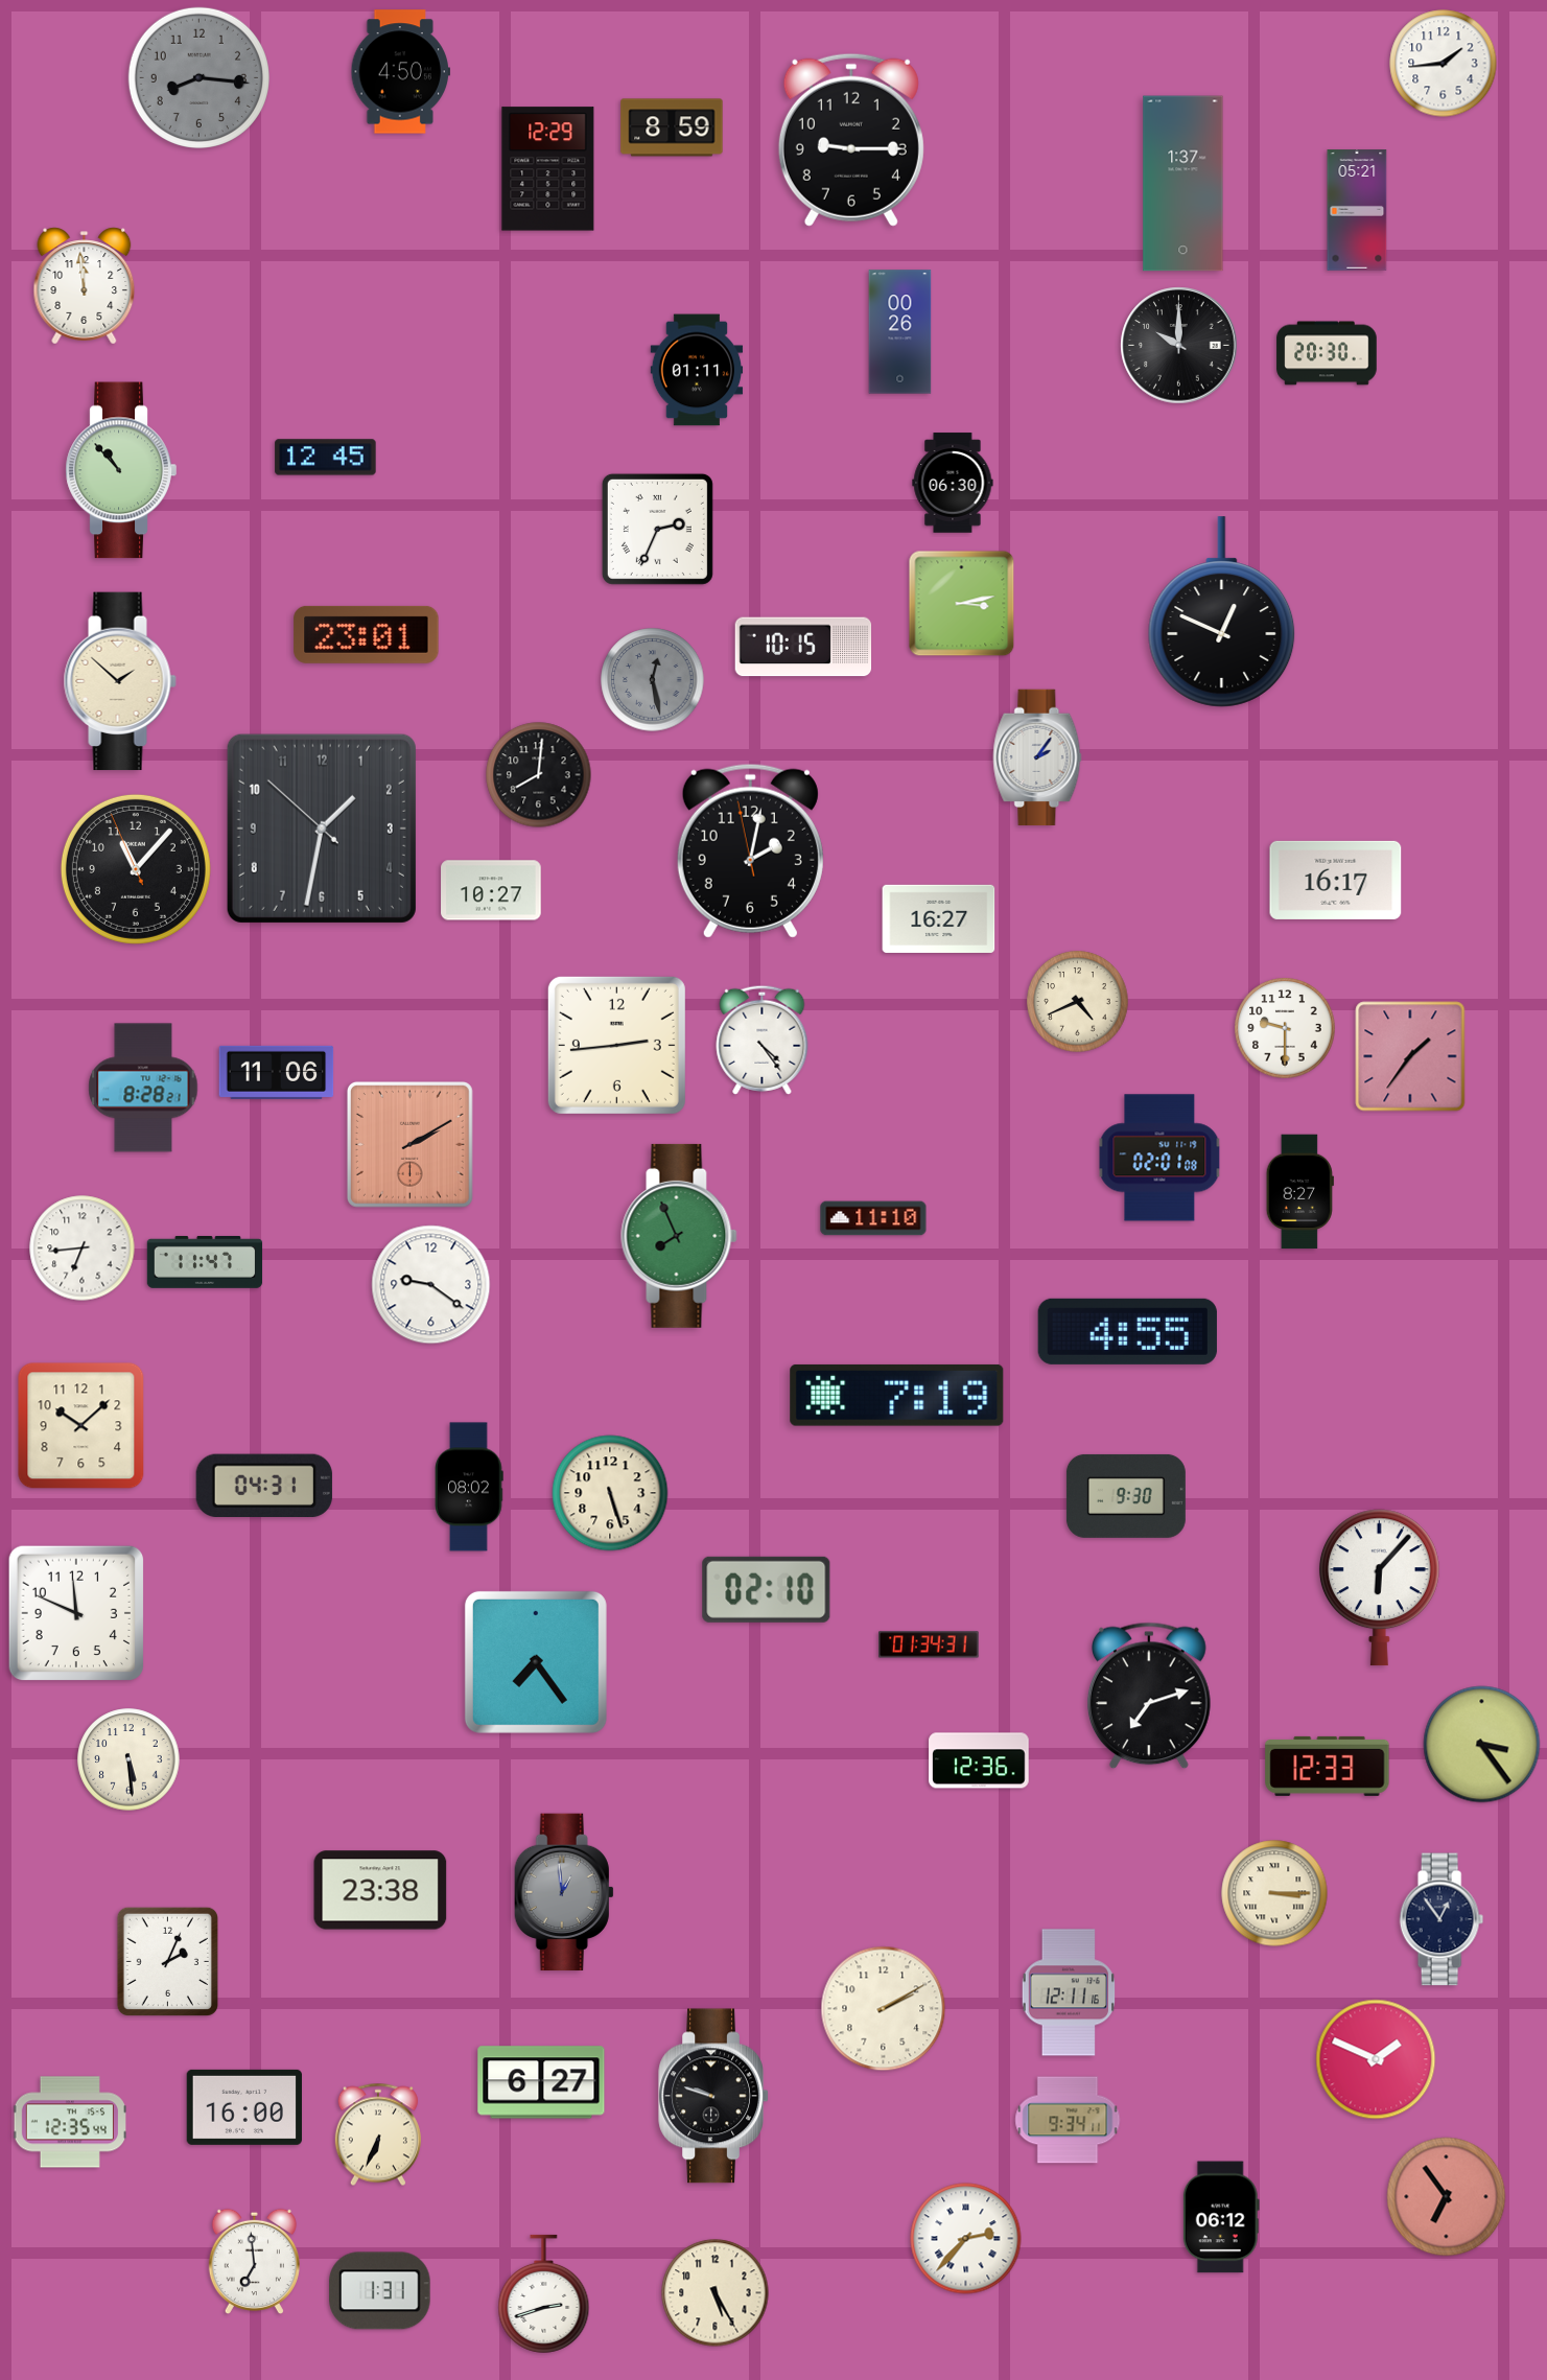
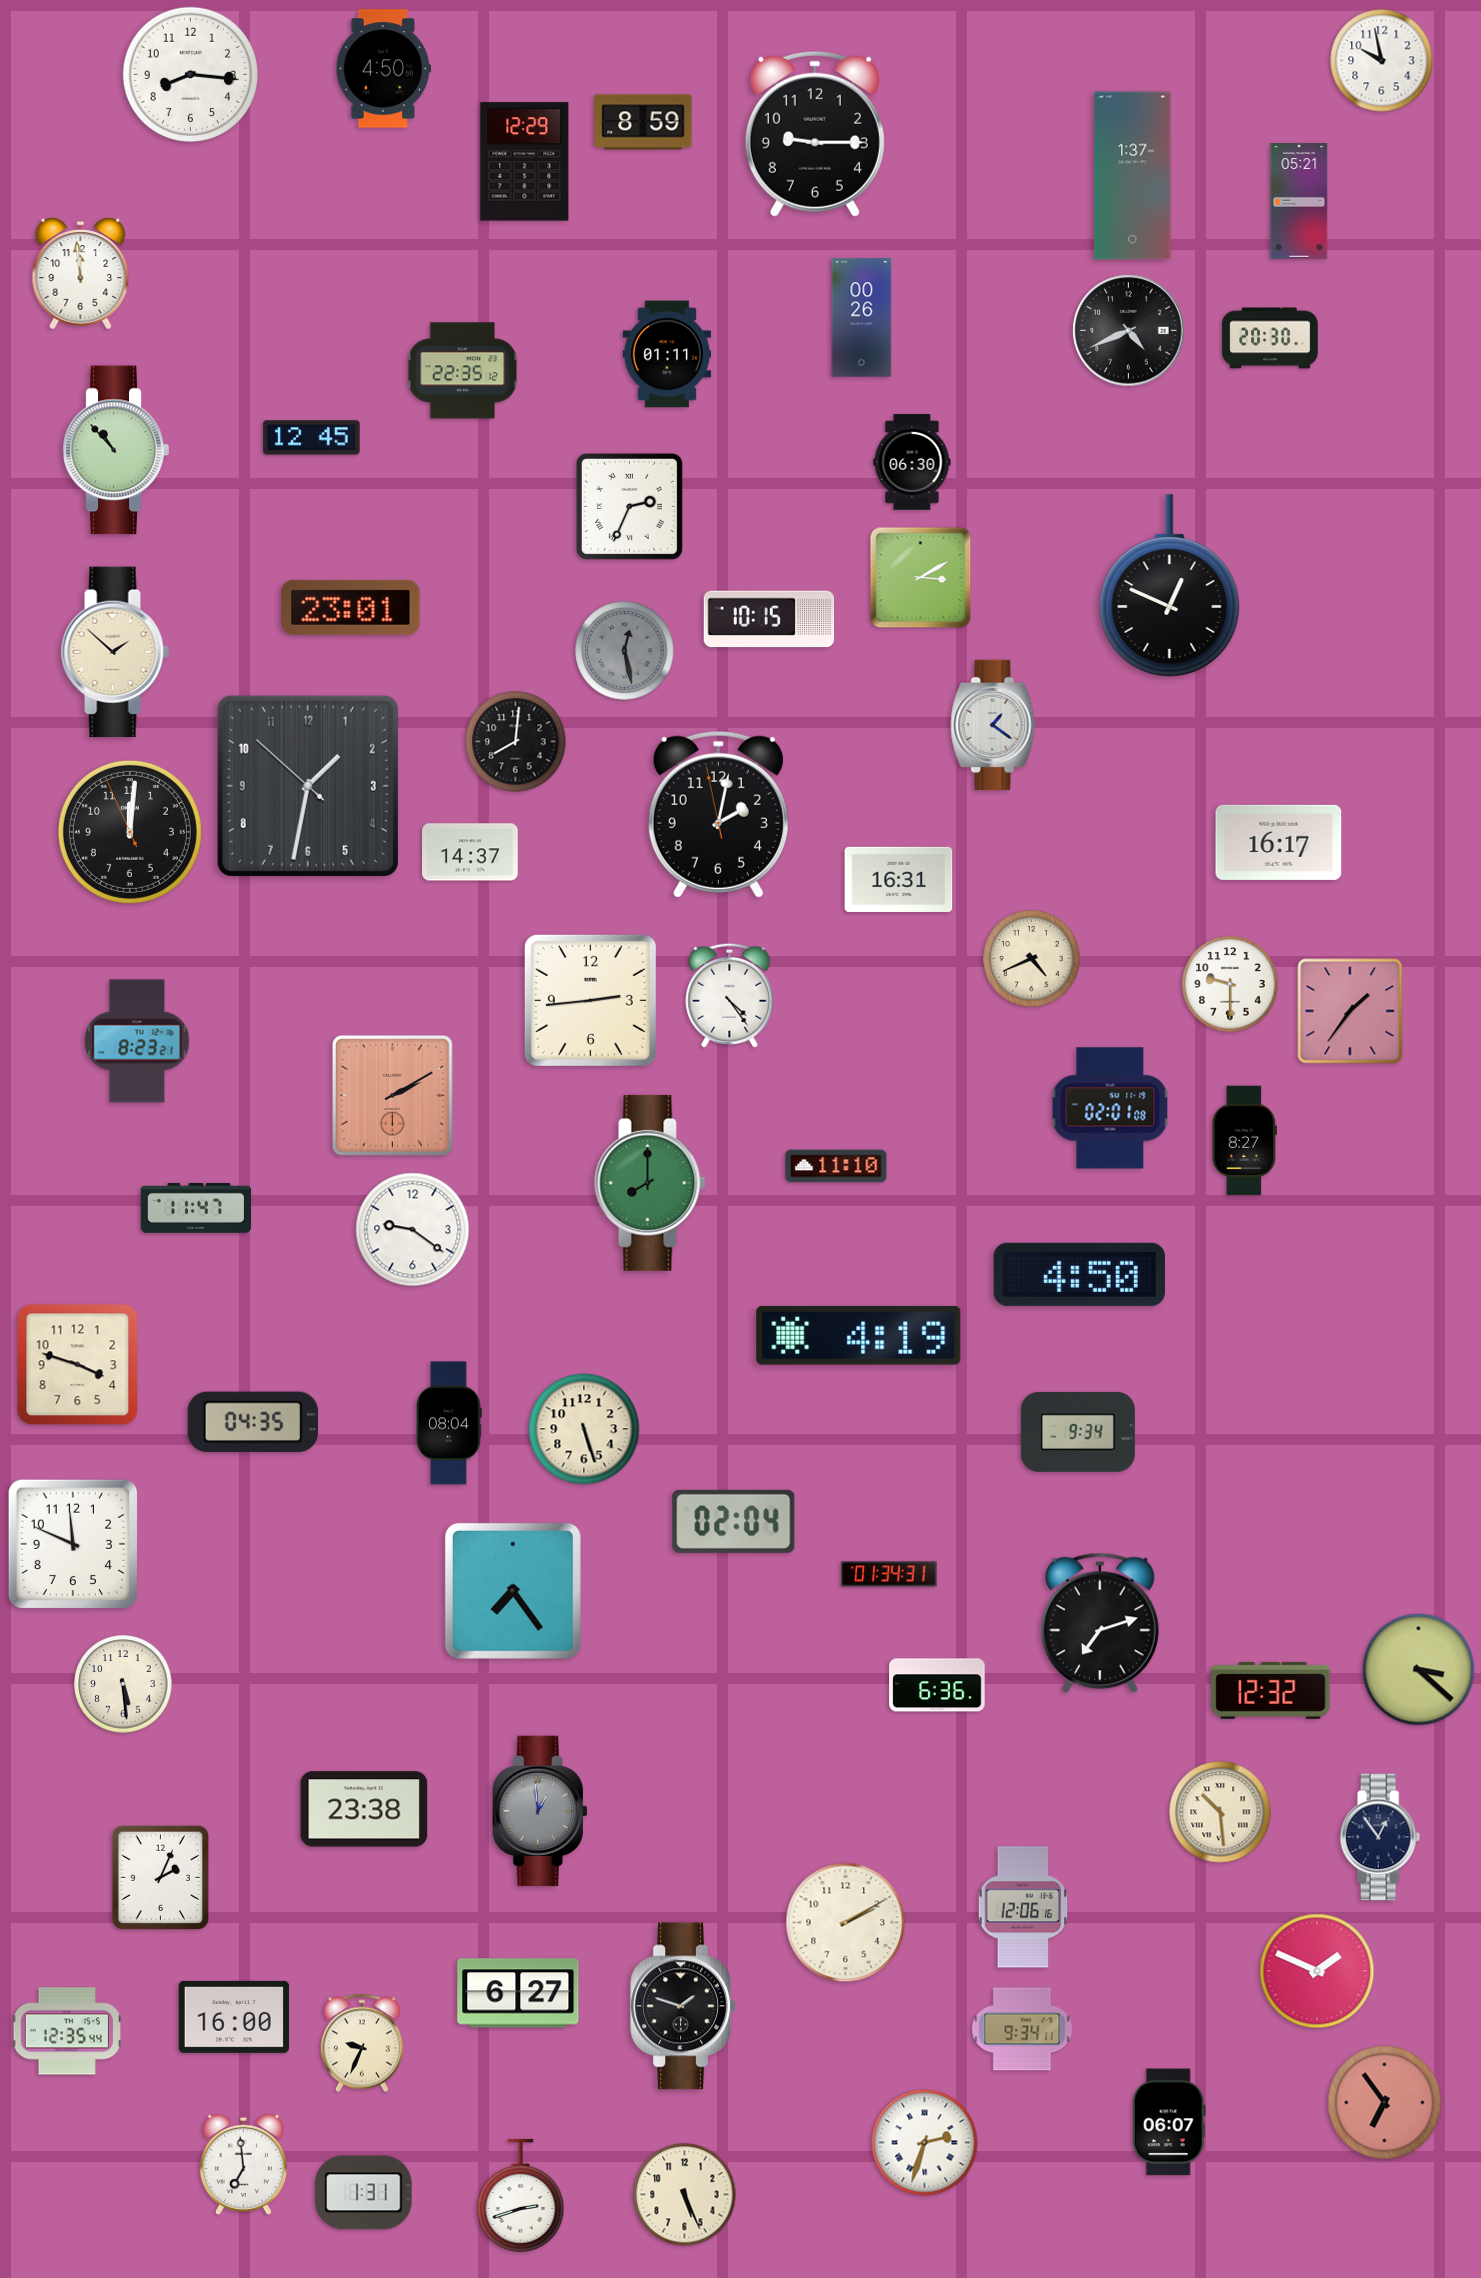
clock at (1444, 64): 1:44 -> 9:58
clock at (198, 77) dial: grey -> white
clock at (1179, 346): 10:00 -> 4:41
clock at (463, 371): none -> 22:35
clock at (962, 604): 3:13 -> 3:10
clock at (1037, 757): 2:06 -> 1:21
clock at (322, 829) position: (322, 829) -> (308, 786)
clock at (136, 869): 11:06 -> 12:00
clock at (491, 890): 10:27 -> 14:37
clock at (939, 918): 16:27 -> 16:31
clock at (277, 1072): 11:06 -> none
clock at (143, 1088): 8:28 -> 8:23
clock at (679, 1236): 7:56 -> 8:00
clock at (83, 1249): 6:44 -> none
clock at (1127, 1331): 4:55 -> 4:50
clock at (897, 1395): 7:19 -> 4:19
clock at (81, 1426): 10:08 -> 3:48
clock at (264, 1485): 04:31 -> 04:35
clock at (470, 1487): 08:02 -> 08:04
clock at (1126, 1496): 9:30 -> 9:34
clock at (1379, 1588): 6:07 -> none
clock at (767, 1589): 02:10 -> 02:04
clock at (1482, 1745): 3:24 -> 3:22
clock at (979, 1760): 12:36 -> 6:36
clock at (1328, 1766): 12:33 -> 12:32
clock at (1274, 1893): 3:15 -> 10:29
clock at (1068, 1992): 12:11 -> 12:06
clock at (713, 2096): 9:48 -> 1:48
clock at (378, 2134): 6:34 -> 9:34
clock at (1221, 2217): 06:12 -> 06:07
clock at (966, 2239): 2:37 -> 2:33
clock at (716, 2293): 5:25 -> 5:26
